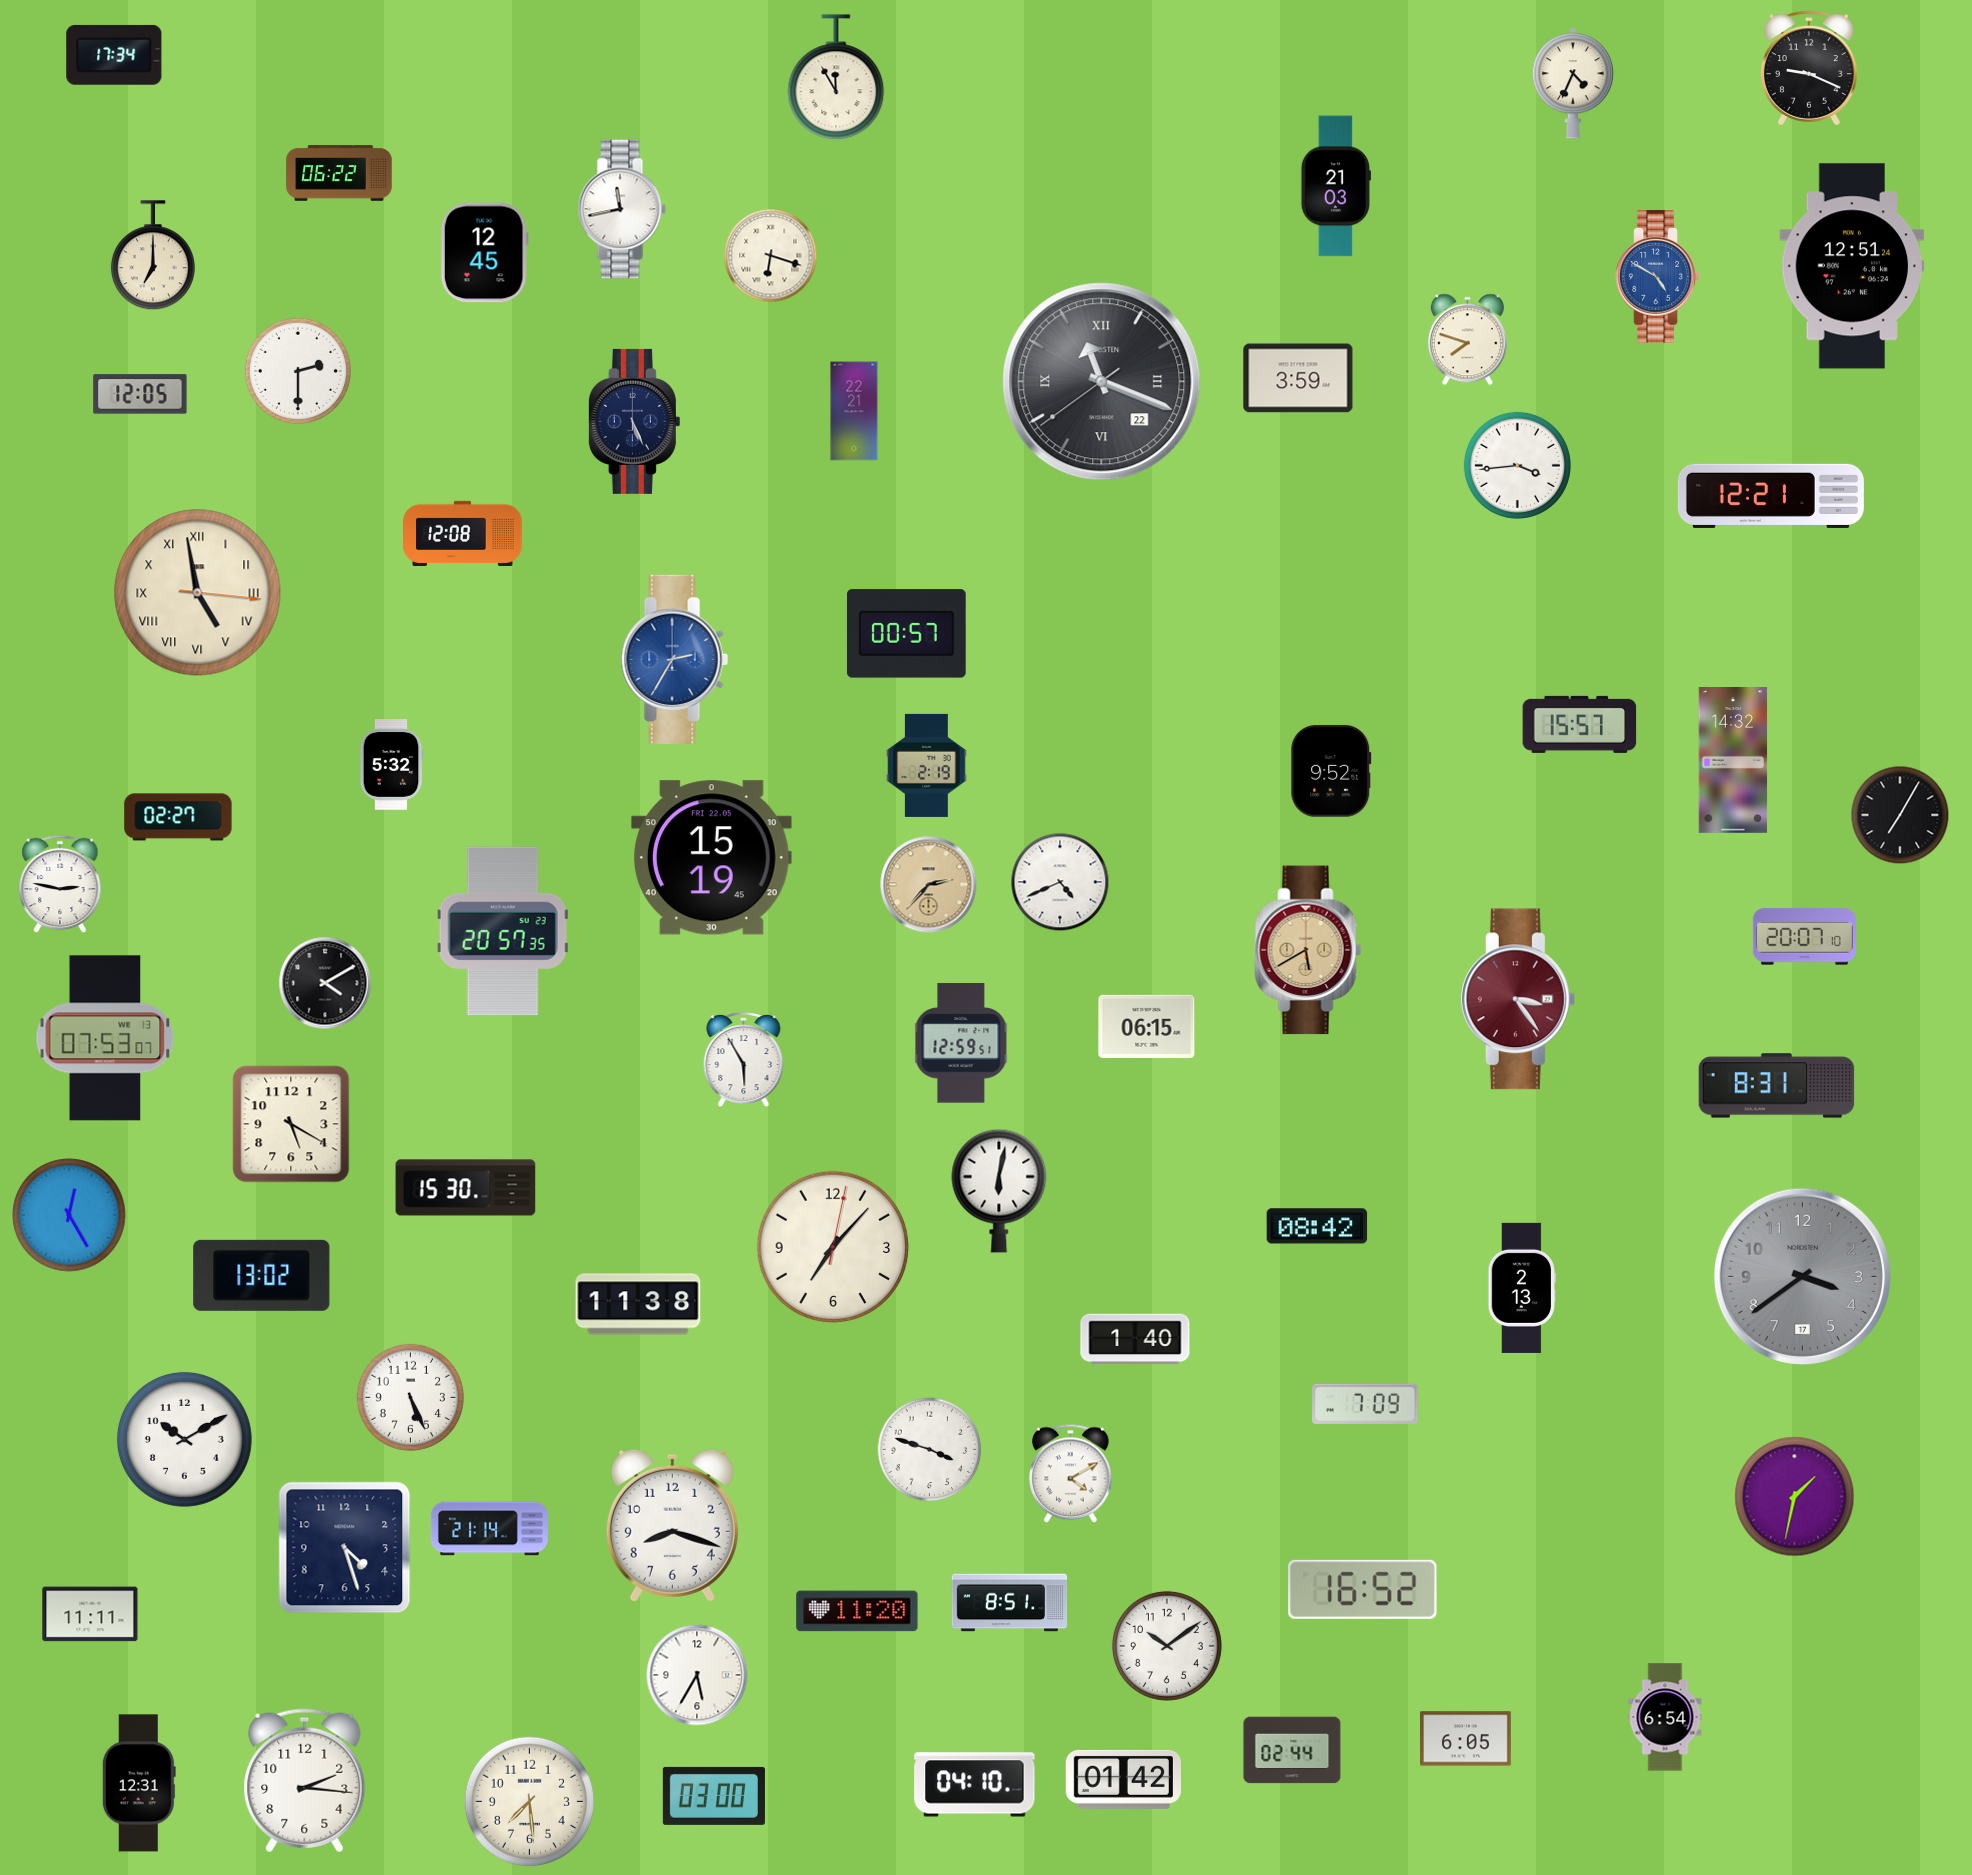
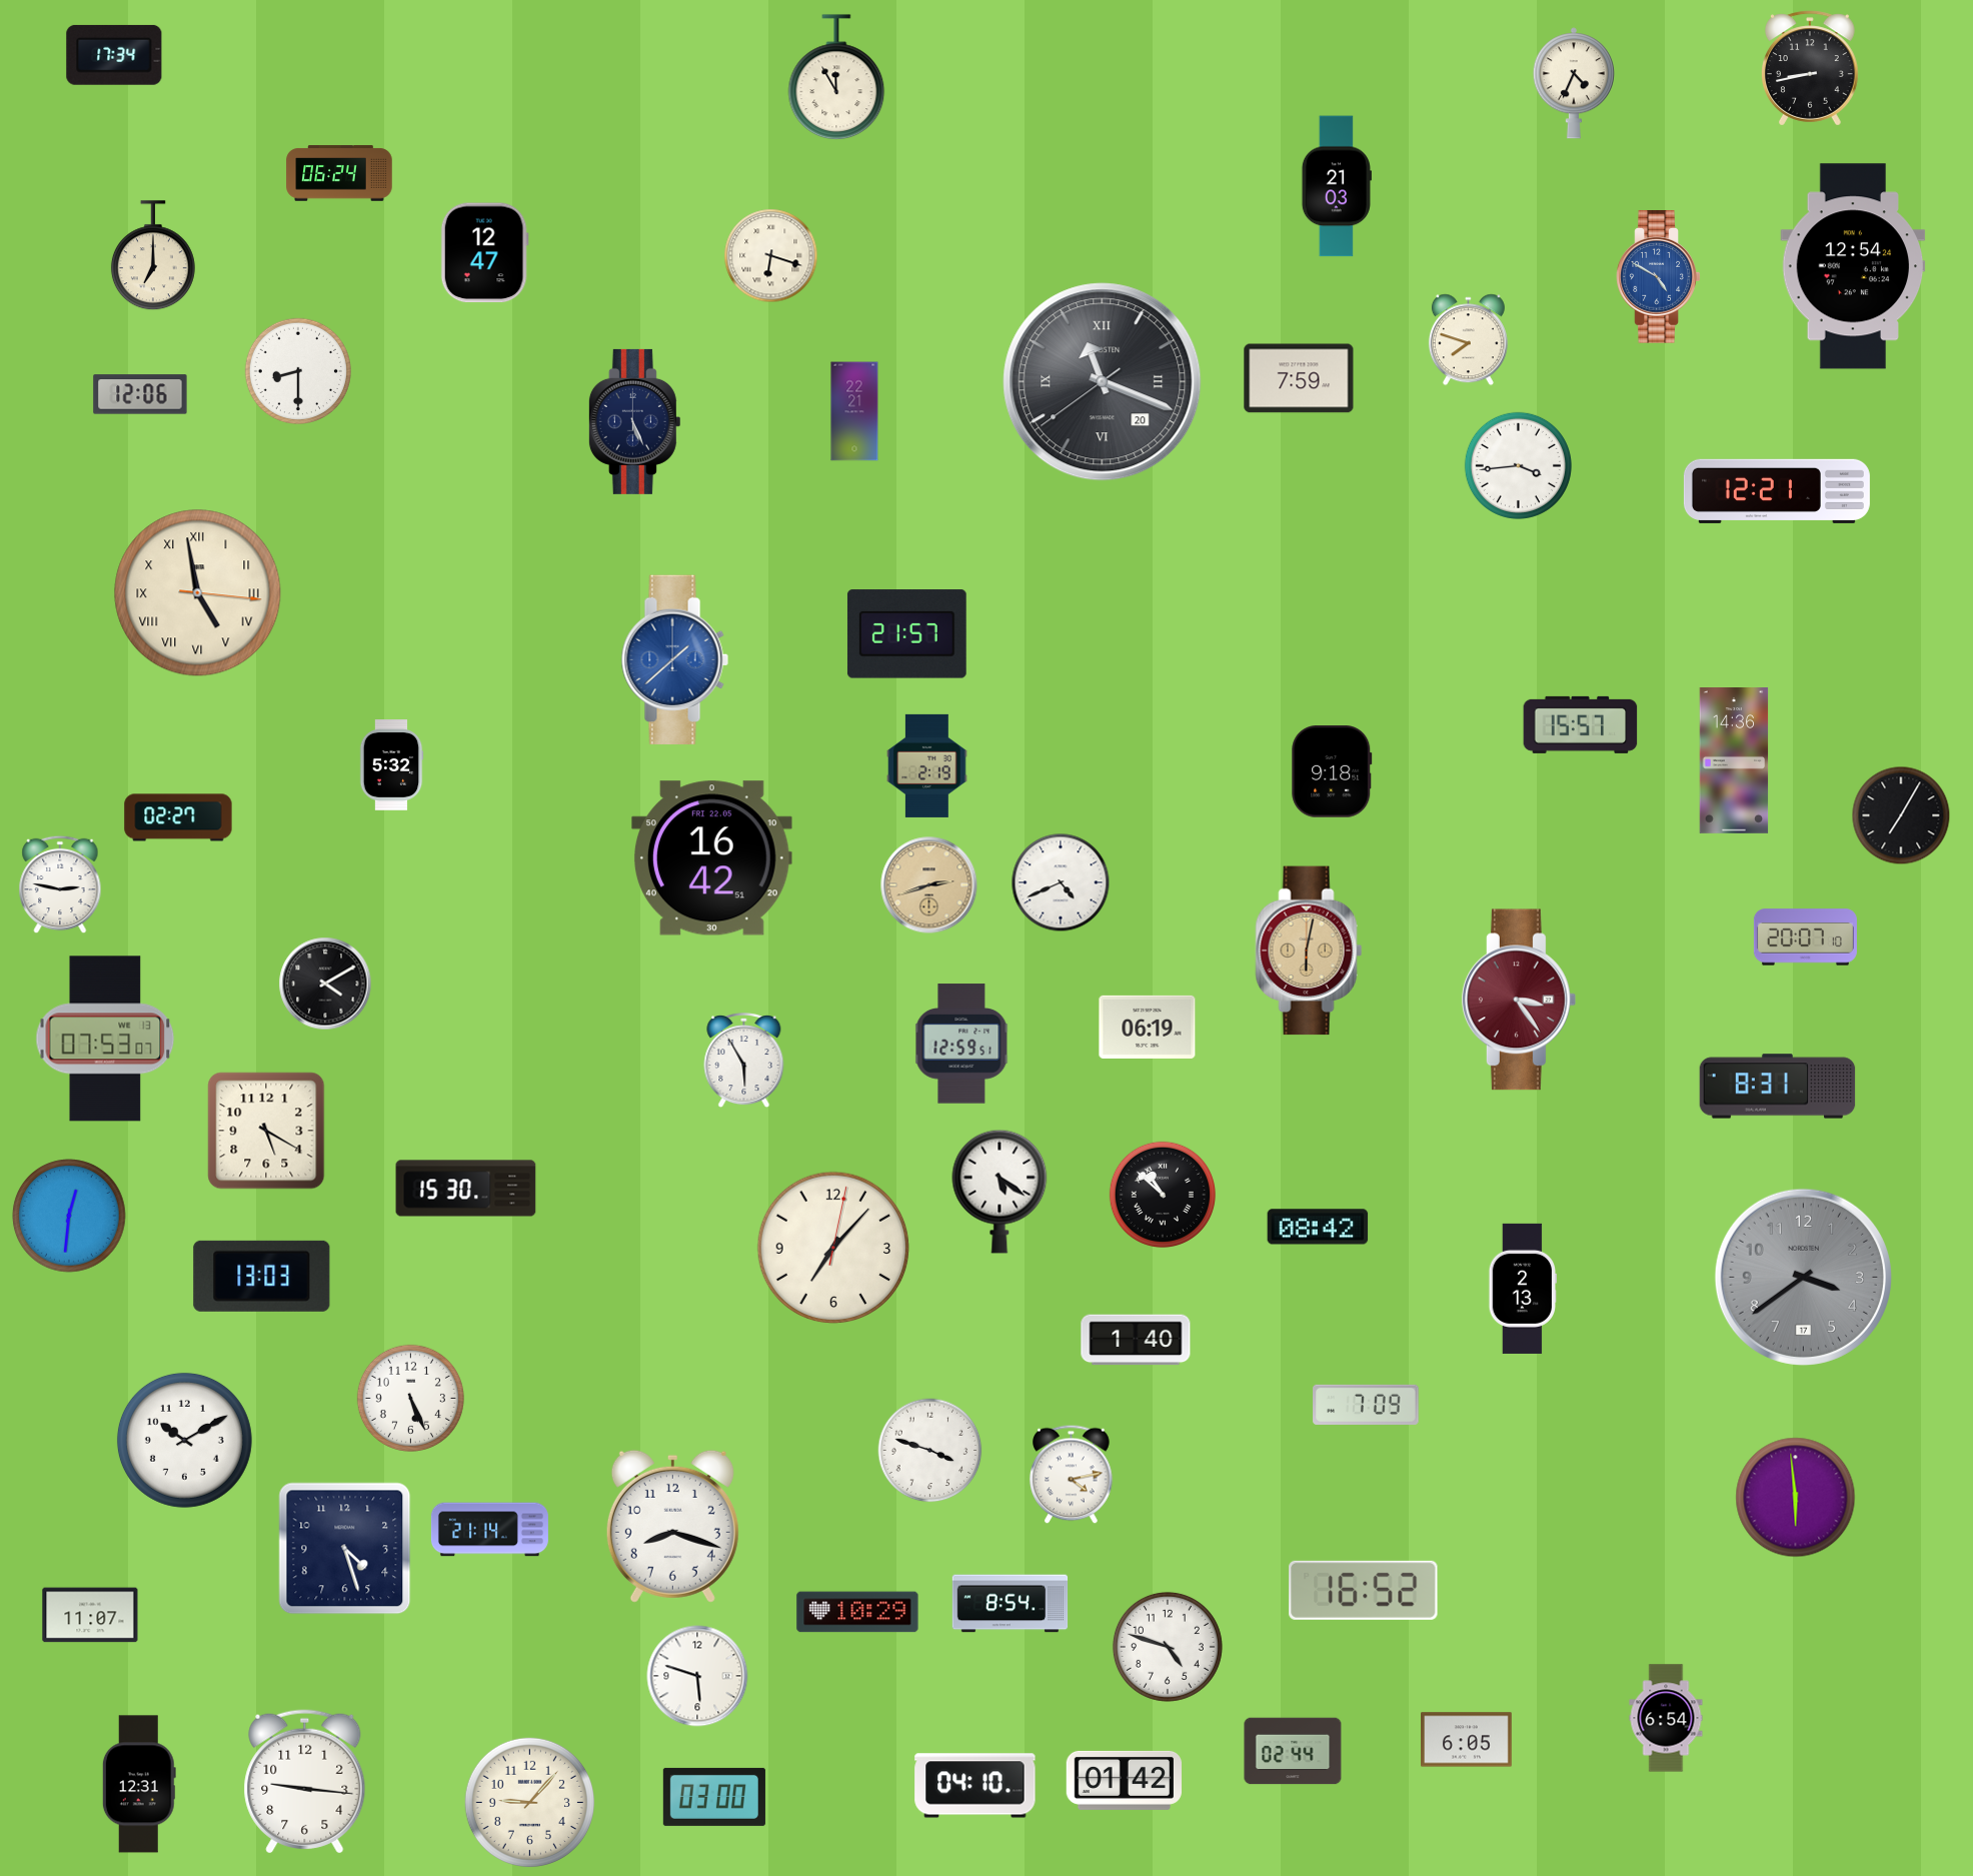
clock at (1809, 68): 9:19 -> 8:43
clock at (339, 173): 06:22 -> 06:24
clock at (622, 209): 11:43 -> none
clock at (484, 253): 12:45 -> 12:47
clock at (1852, 266): 12:51 -> 12:54
clock at (297, 370): 2:30 -> 8:30
clock at (1298, 378): 3:59 -> 7:59
clock at (1102, 382) date: 22 -> 20
clock at (140, 394): 12:05 -> 12:06
clock at (1771, 496) position: (1771, 496) -> (1777, 491)
clock at (463, 533): 12:08 -> none
clock at (906, 634): 00:57 -> 21:57
clock at (674, 660): 2:35 -> 1:38
clock at (1733, 761): 14:32 -> 14:36
clock at (1331, 771): 9:52 -> 9:18
clock at (712, 858): 15:19 -> 16:42
clock at (929, 885): 2:37 -> 2:42
clock at (503, 931): 20:57 -> none
clock at (1308, 950): 5:40 -> 6:02
clock at (1147, 1026): 06:15 -> 06:19
clock at (291, 1124) position: (291, 1124) -> (266, 1131)
clock at (999, 1191): 6:02 -> 5:21
clock at (1162, 1194): none -> 10:52
clock at (69, 1215): 12:25 -> 12:31
clock at (262, 1275): 13:02 -> 13:03
clock at (638, 1304): 11:38 -> none
clock at (1071, 1474): 4:10 -> 4:13
clock at (1795, 1497): 1:32 -> 5:59
clock at (1010, 1603): 8:51 -> 8:54
clock at (857, 1611): 11:20 -> 10:29
clock at (90, 1614): 11:11 -> 11:07
clock at (1167, 1646): 10:09 -> 4:48
clock at (697, 1675): 5:35 -> 5:48
clock at (305, 1781): 2:16 -> 9:16
clock at (529, 1801): 7:29 -> 9:07
